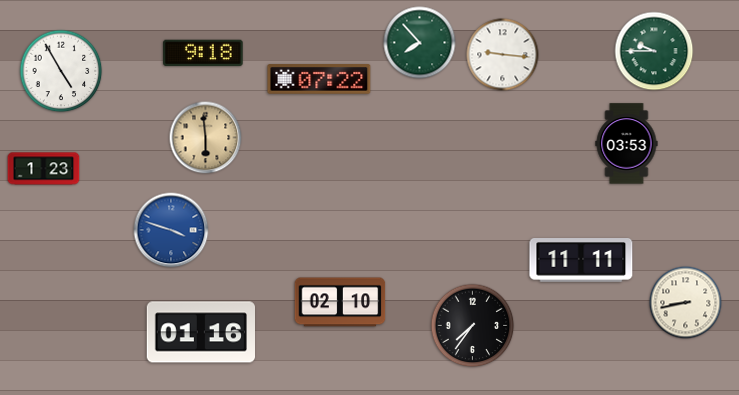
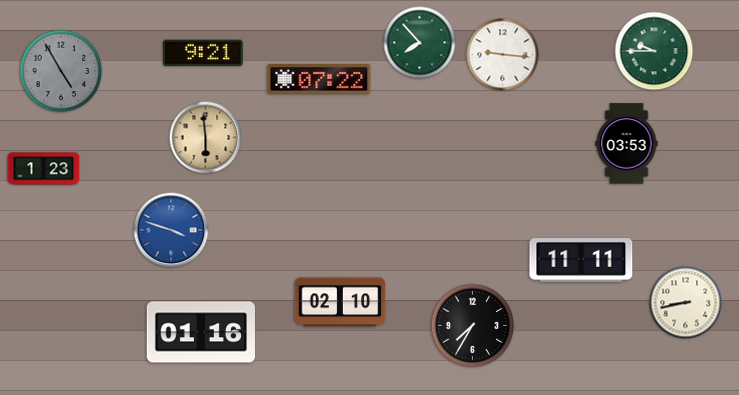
clock at (203, 53): 9:18 -> 9:21
clock at (61, 71) dial: white -> grey
clock at (473, 326): 7:36 -> 7:35
